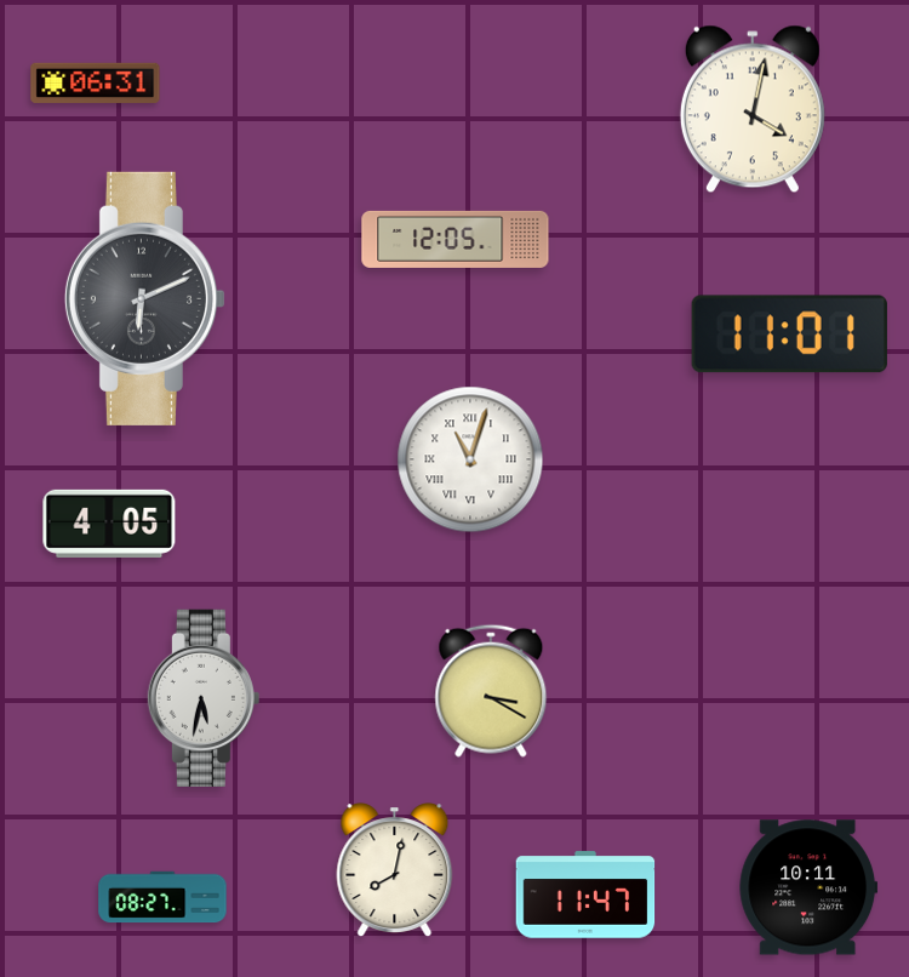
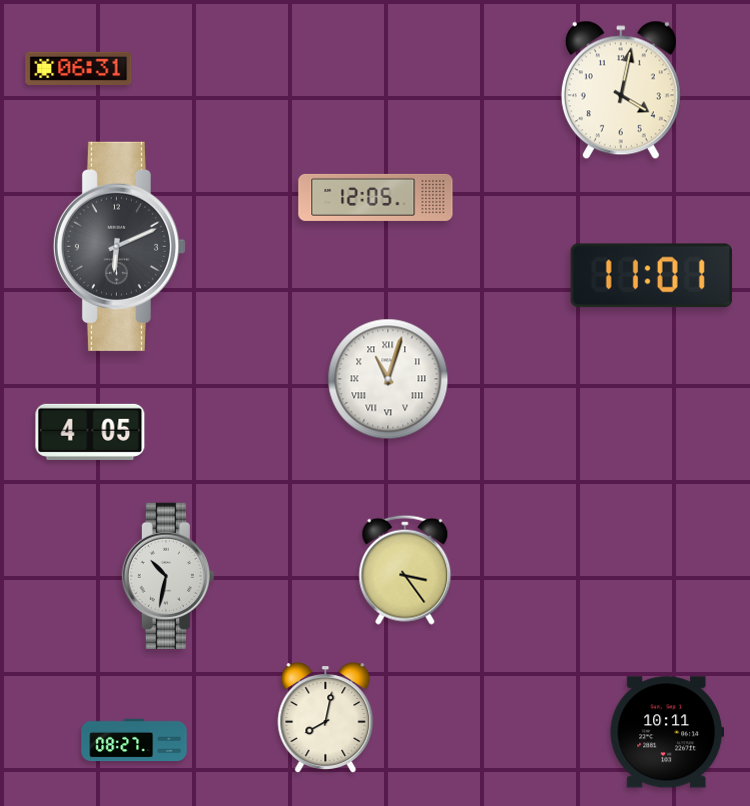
clock at (491, 691): 3:20 -> 3:24
clock at (204, 698): 5:32 -> 10:32
clock at (585, 895): 11:47 -> none
